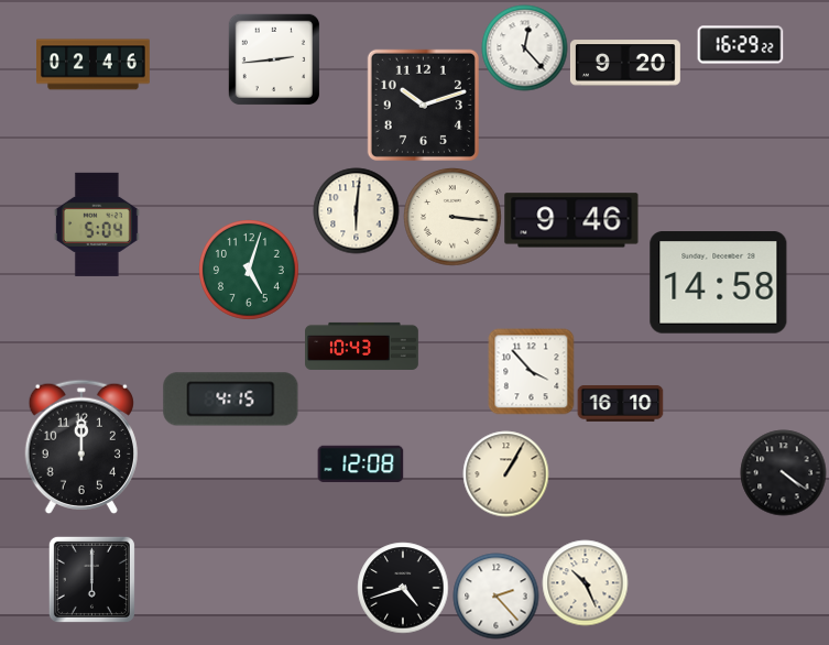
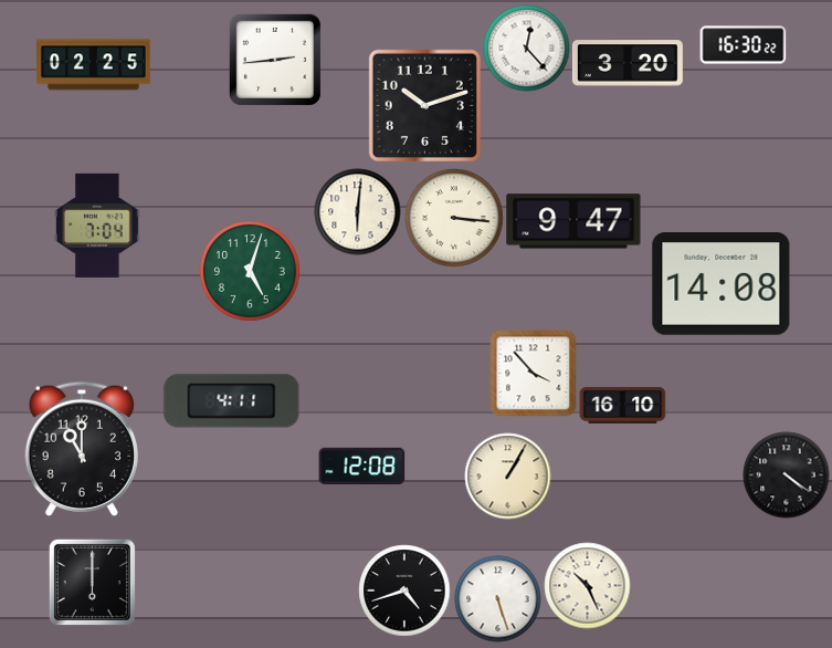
clock at (740, 45): 16:29 -> 16:30
clock at (625, 63): 9:20 -> 3:20
clock at (94, 65): 02:46 -> 02:25
clock at (571, 220): 9:46 -> 9:47
clock at (97, 225): 5:04 -> 7:04
clock at (719, 283): 14:58 -> 14:08
clock at (362, 346): 10:43 -> none
clock at (231, 400): 4:15 -> 4:11
clock at (81, 446): 12:00 -> 11:00
clock at (495, 595): 2:23 -> 5:27
